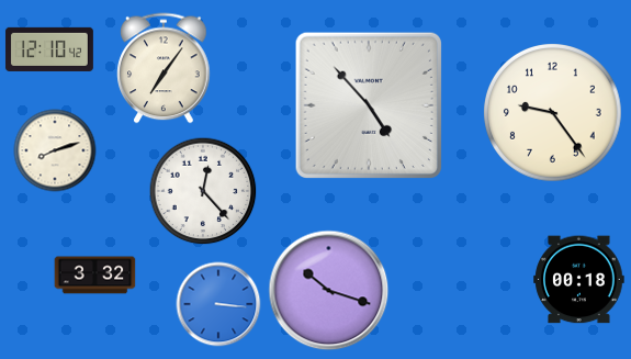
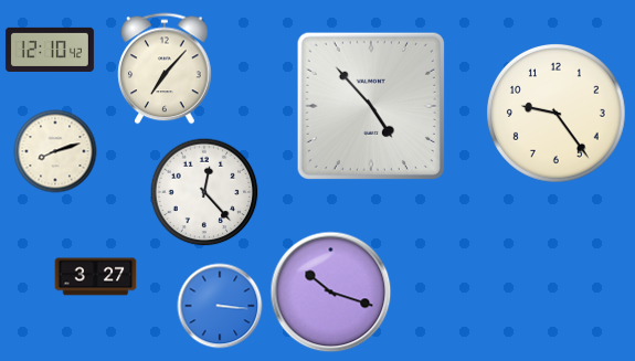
clock at (164, 68): 7:06 -> 7:07
clock at (95, 276): 3:32 -> 3:27
clock at (579, 280): 00:18 -> none
